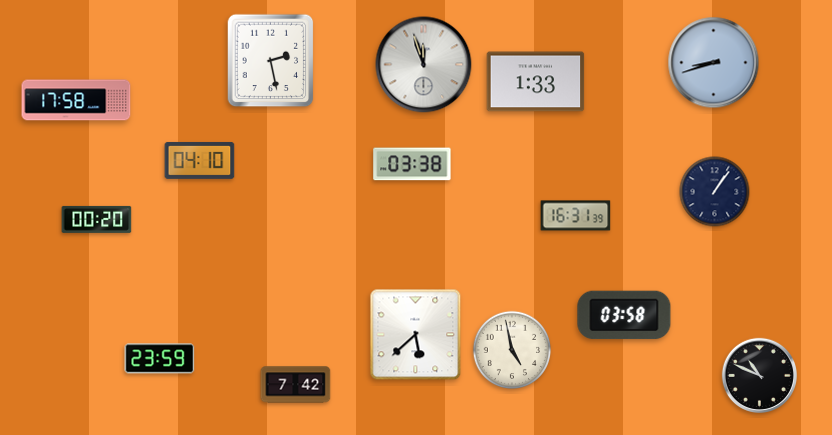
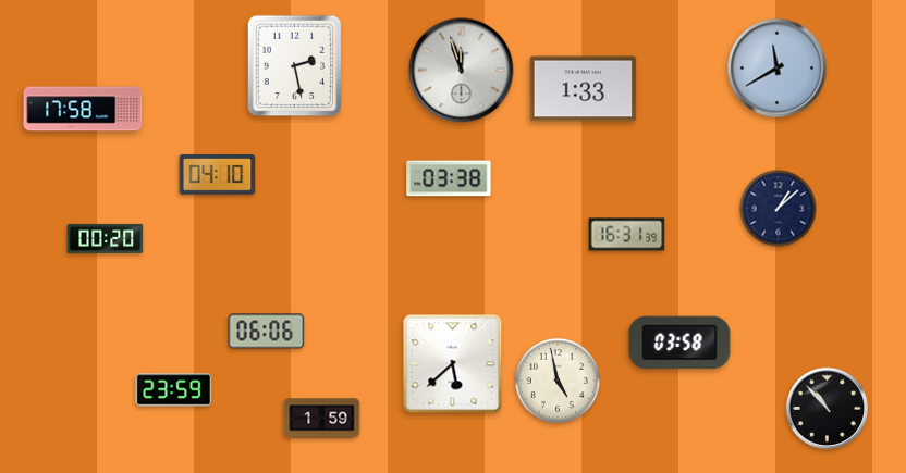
clock at (714, 63): 8:42 -> 11:40
clock at (715, 192): 1:06 -> 1:08
clock at (267, 332): none -> 06:06
clock at (759, 375): 10:49 -> 10:53
clock at (296, 385): 7:42 -> 1:59
